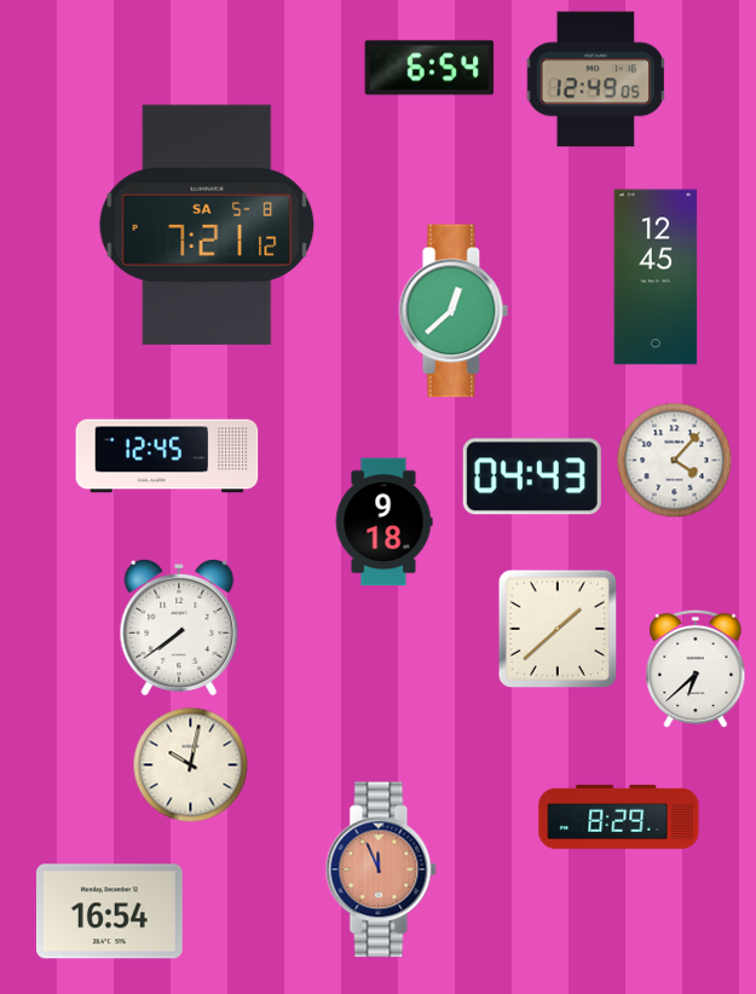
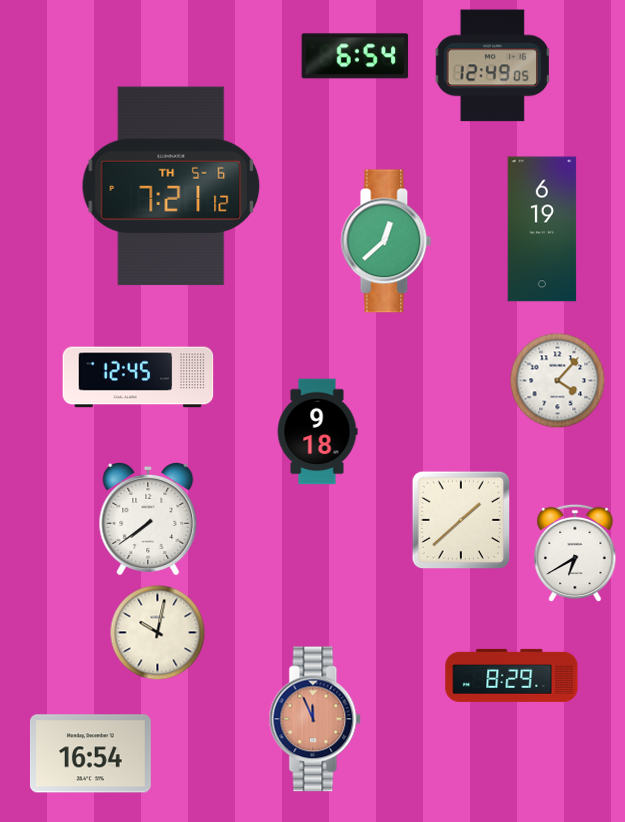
clock at (207, 225) date: SA 5-8 -> TH 5-6
clock at (656, 277): 12:45 -> 6:19
clock at (454, 311) position: (454, 311) -> (386, 241)
clock at (532, 476): 04:43 -> none
clock at (696, 669): 6:38 -> 6:40
